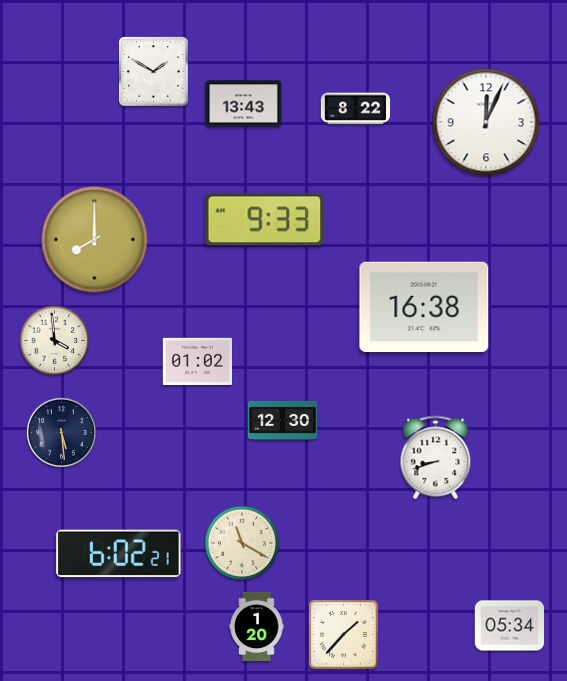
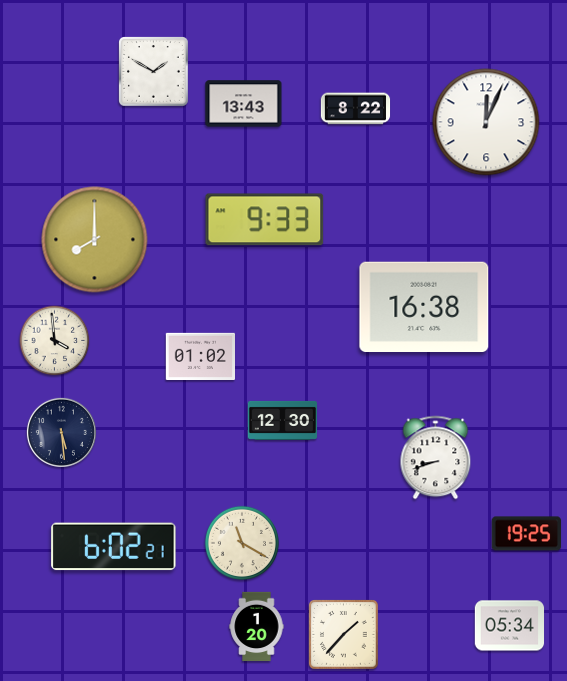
clock at (197, 361) position: (197, 361) -> (200, 356)
clock at (526, 534): none -> 19:25
clock at (119, 554) position: (119, 554) -> (114, 547)
